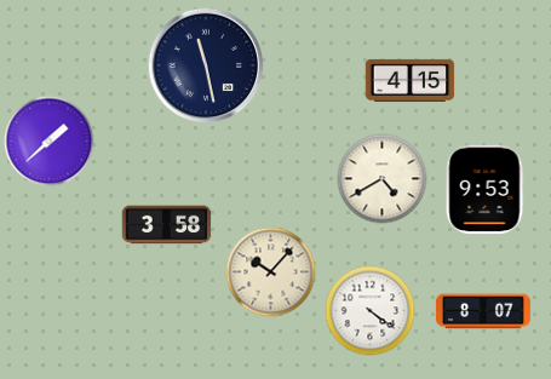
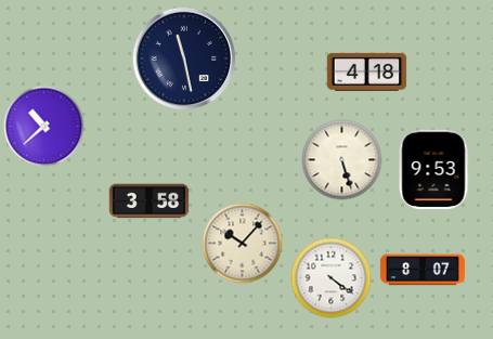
clock at (411, 80): 4:15 -> 4:18
clock at (50, 142): 1:38 -> 10:38
clock at (383, 179): 4:40 -> 5:27
clock at (483, 311) position: (483, 311) -> (423, 270)
